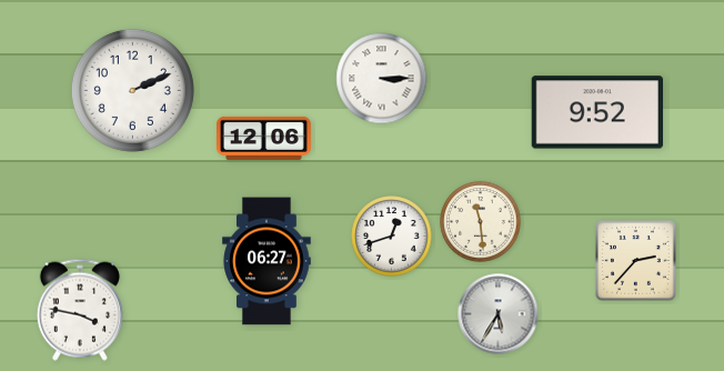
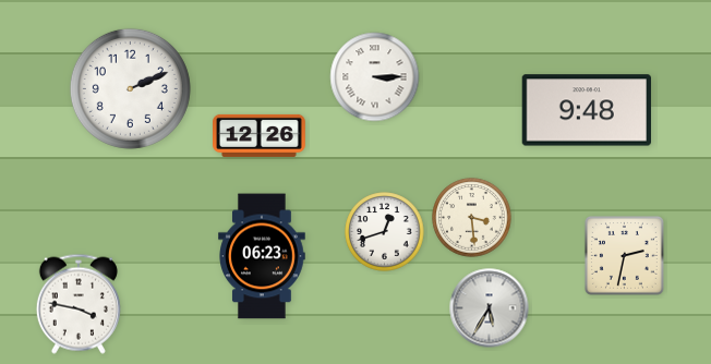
clock at (596, 112): 9:52 -> 9:48
clock at (264, 138): 12:06 -> 12:26
clock at (481, 222): 11:29 -> 3:29
clock at (267, 261): 06:27 -> 06:23
clock at (636, 261): 2:37 -> 2:32
